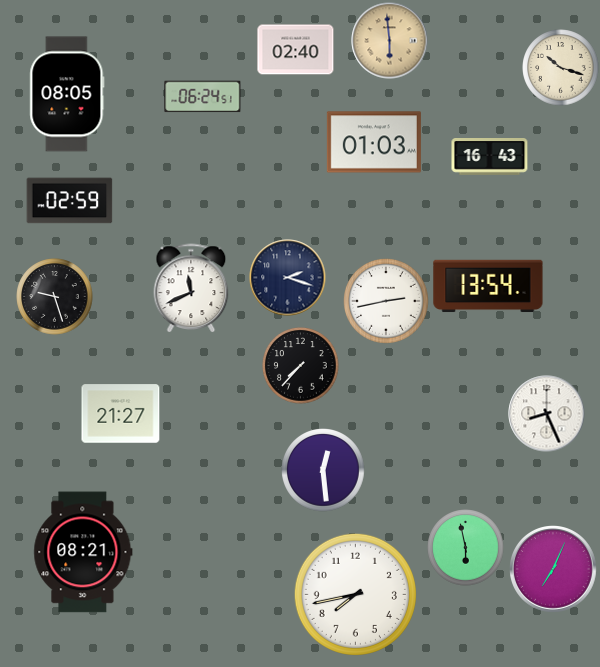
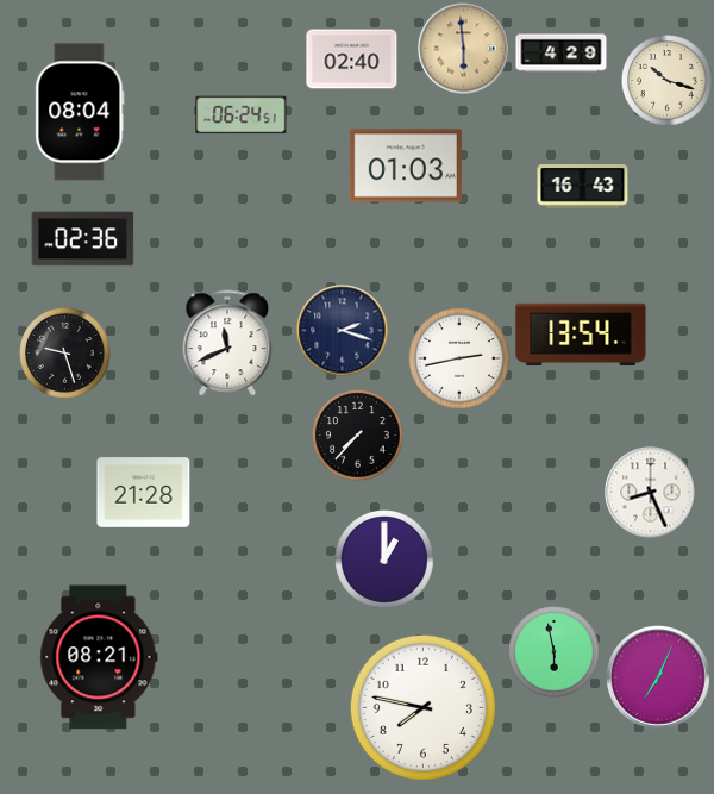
clock at (562, 54): none -> 4:29
clock at (67, 94): 08:05 -> 08:04
clock at (374, 142) position: (374, 142) -> (406, 165)
clock at (70, 201): 02:59 -> 02:36
clock at (488, 286) position: (488, 286) -> (581, 335)
clock at (121, 414): 21:27 -> 21:28
clock at (324, 471): 12:29 -> 1:00
clock at (355, 594): 7:43 -> 7:47
